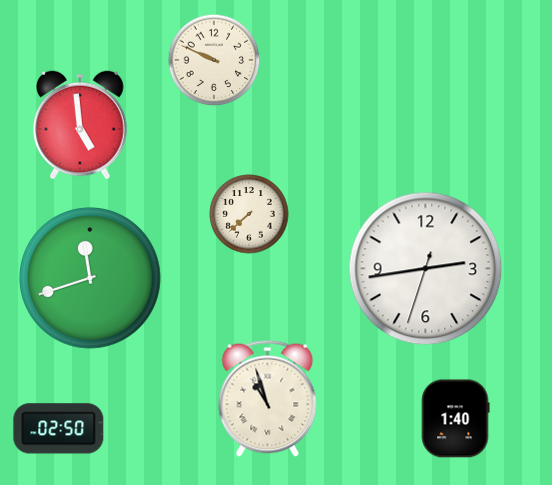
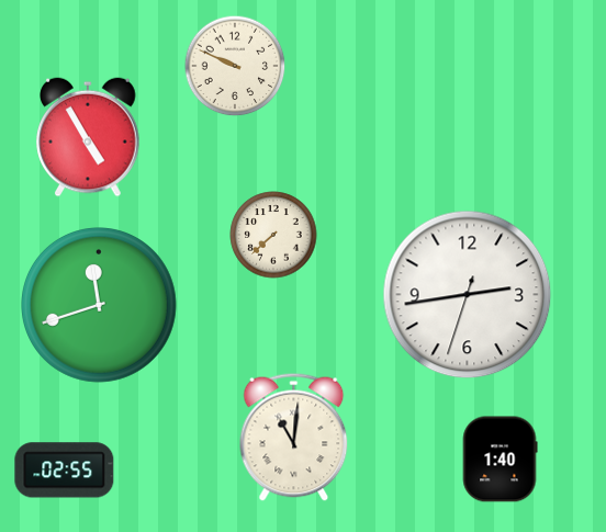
clock at (80, 125): 4:59 -> 4:55
clock at (268, 398): 10:57 -> 11:01
clock at (59, 429): 02:50 -> 02:55
